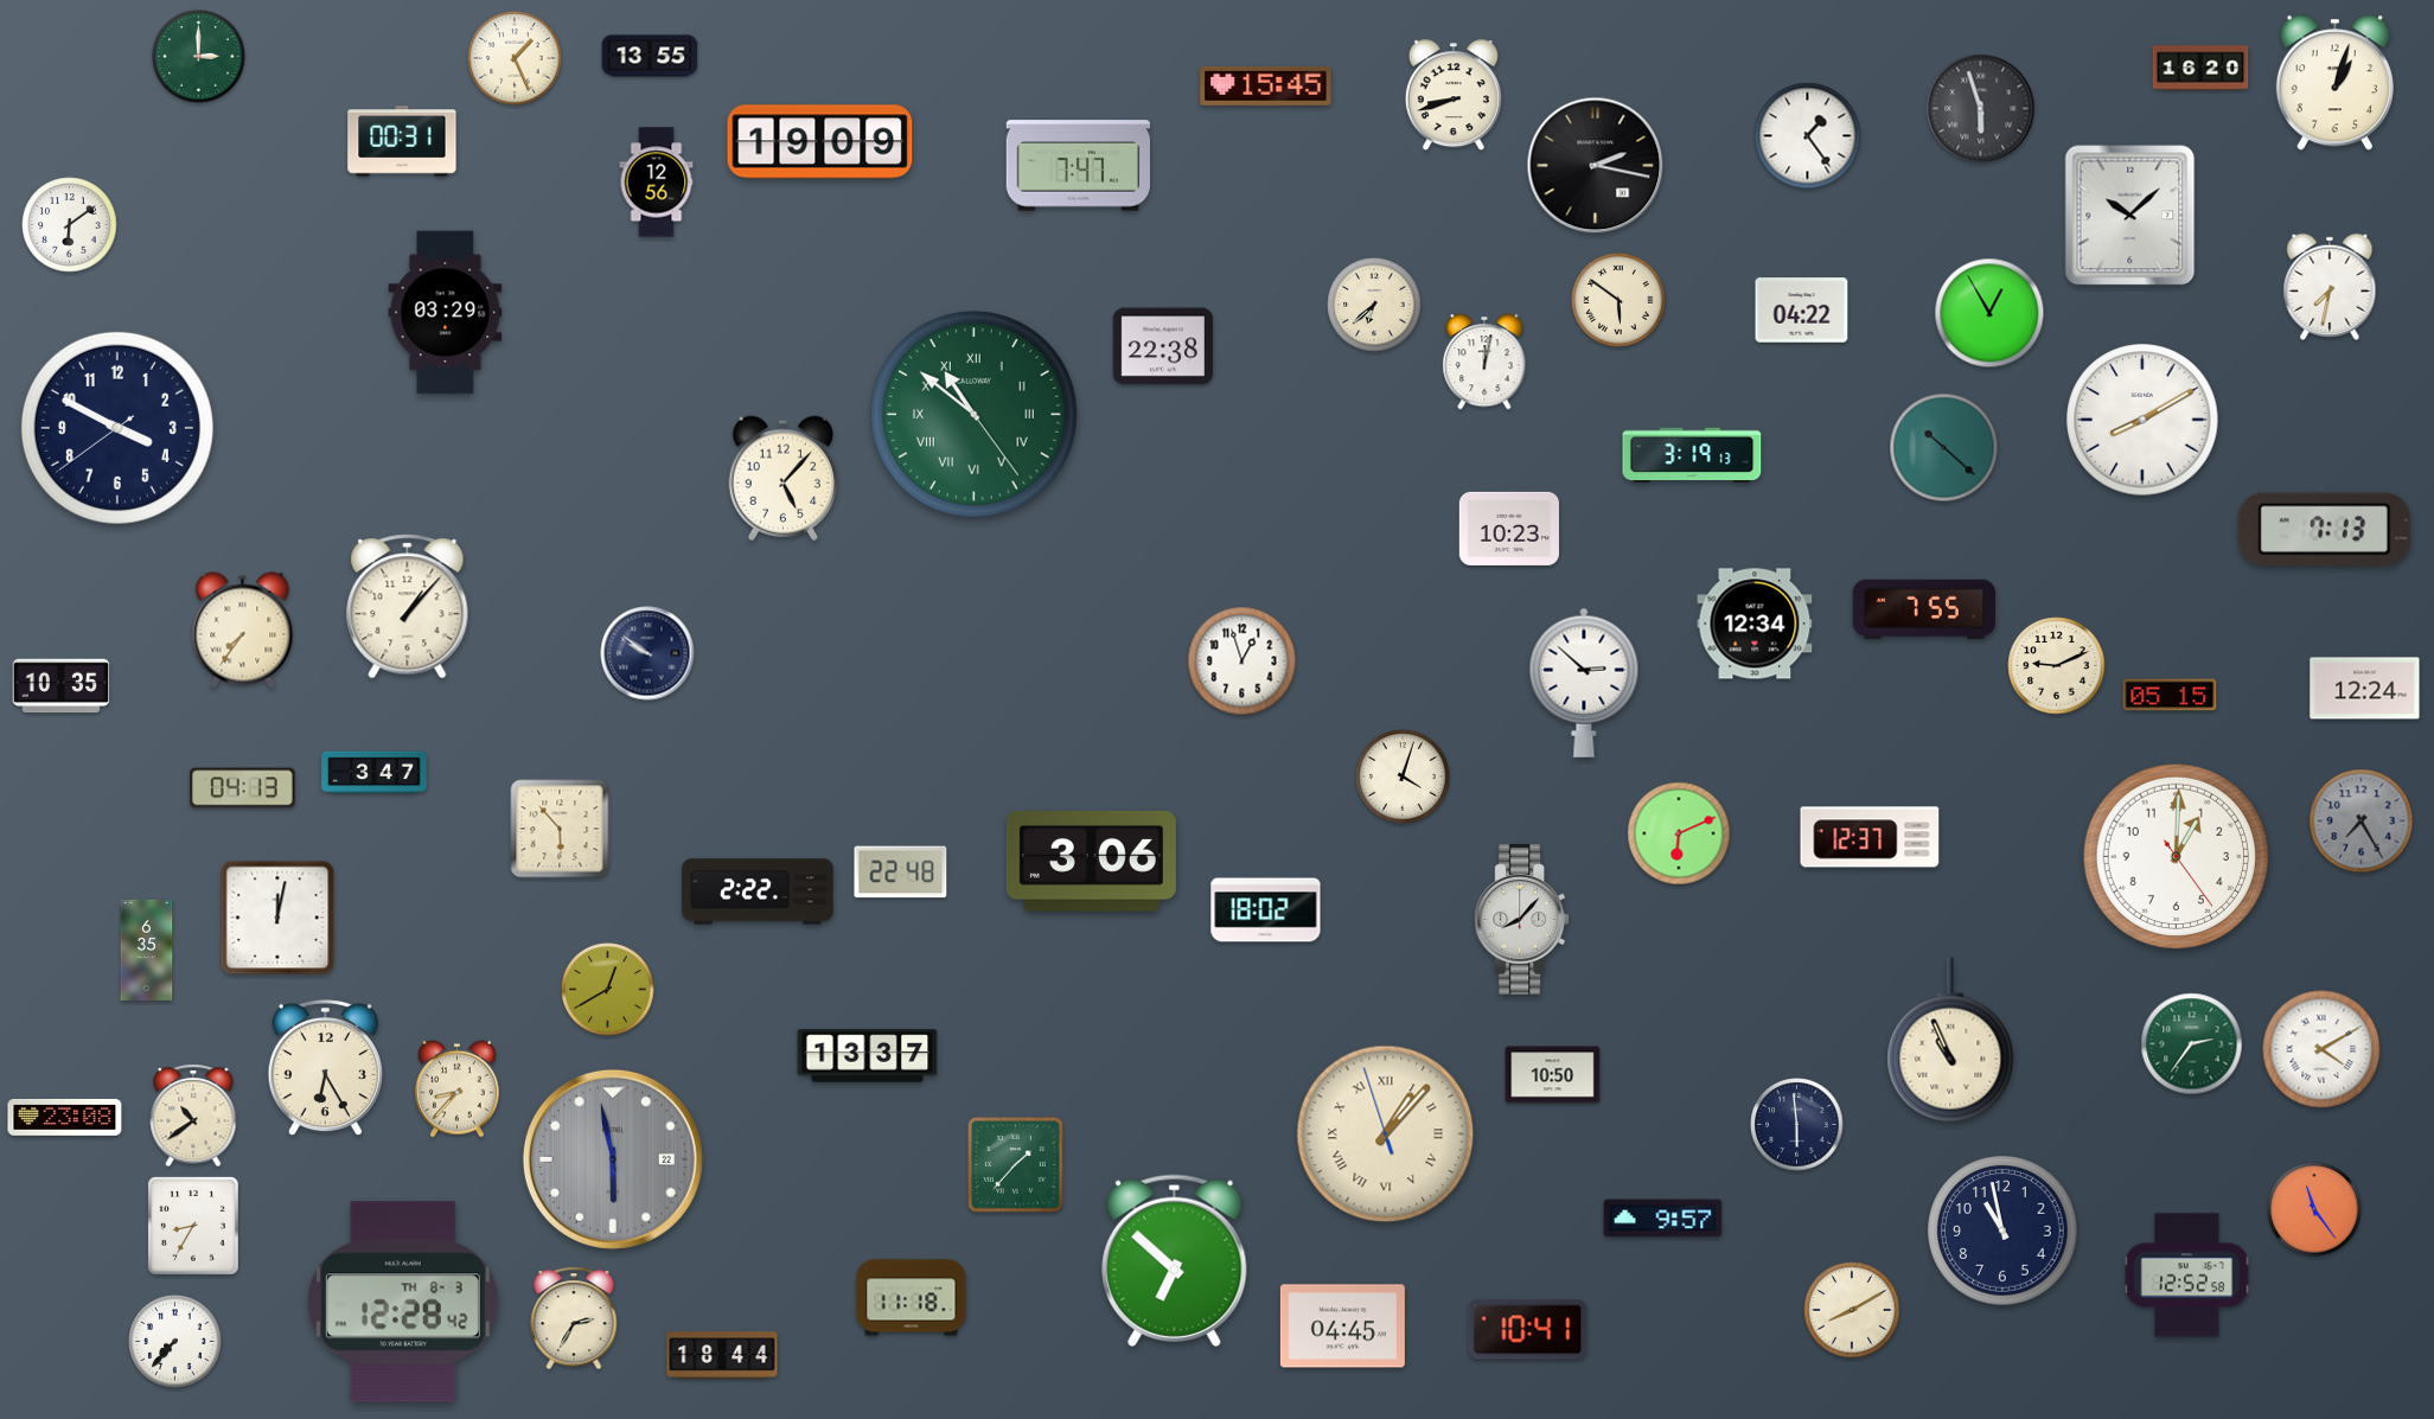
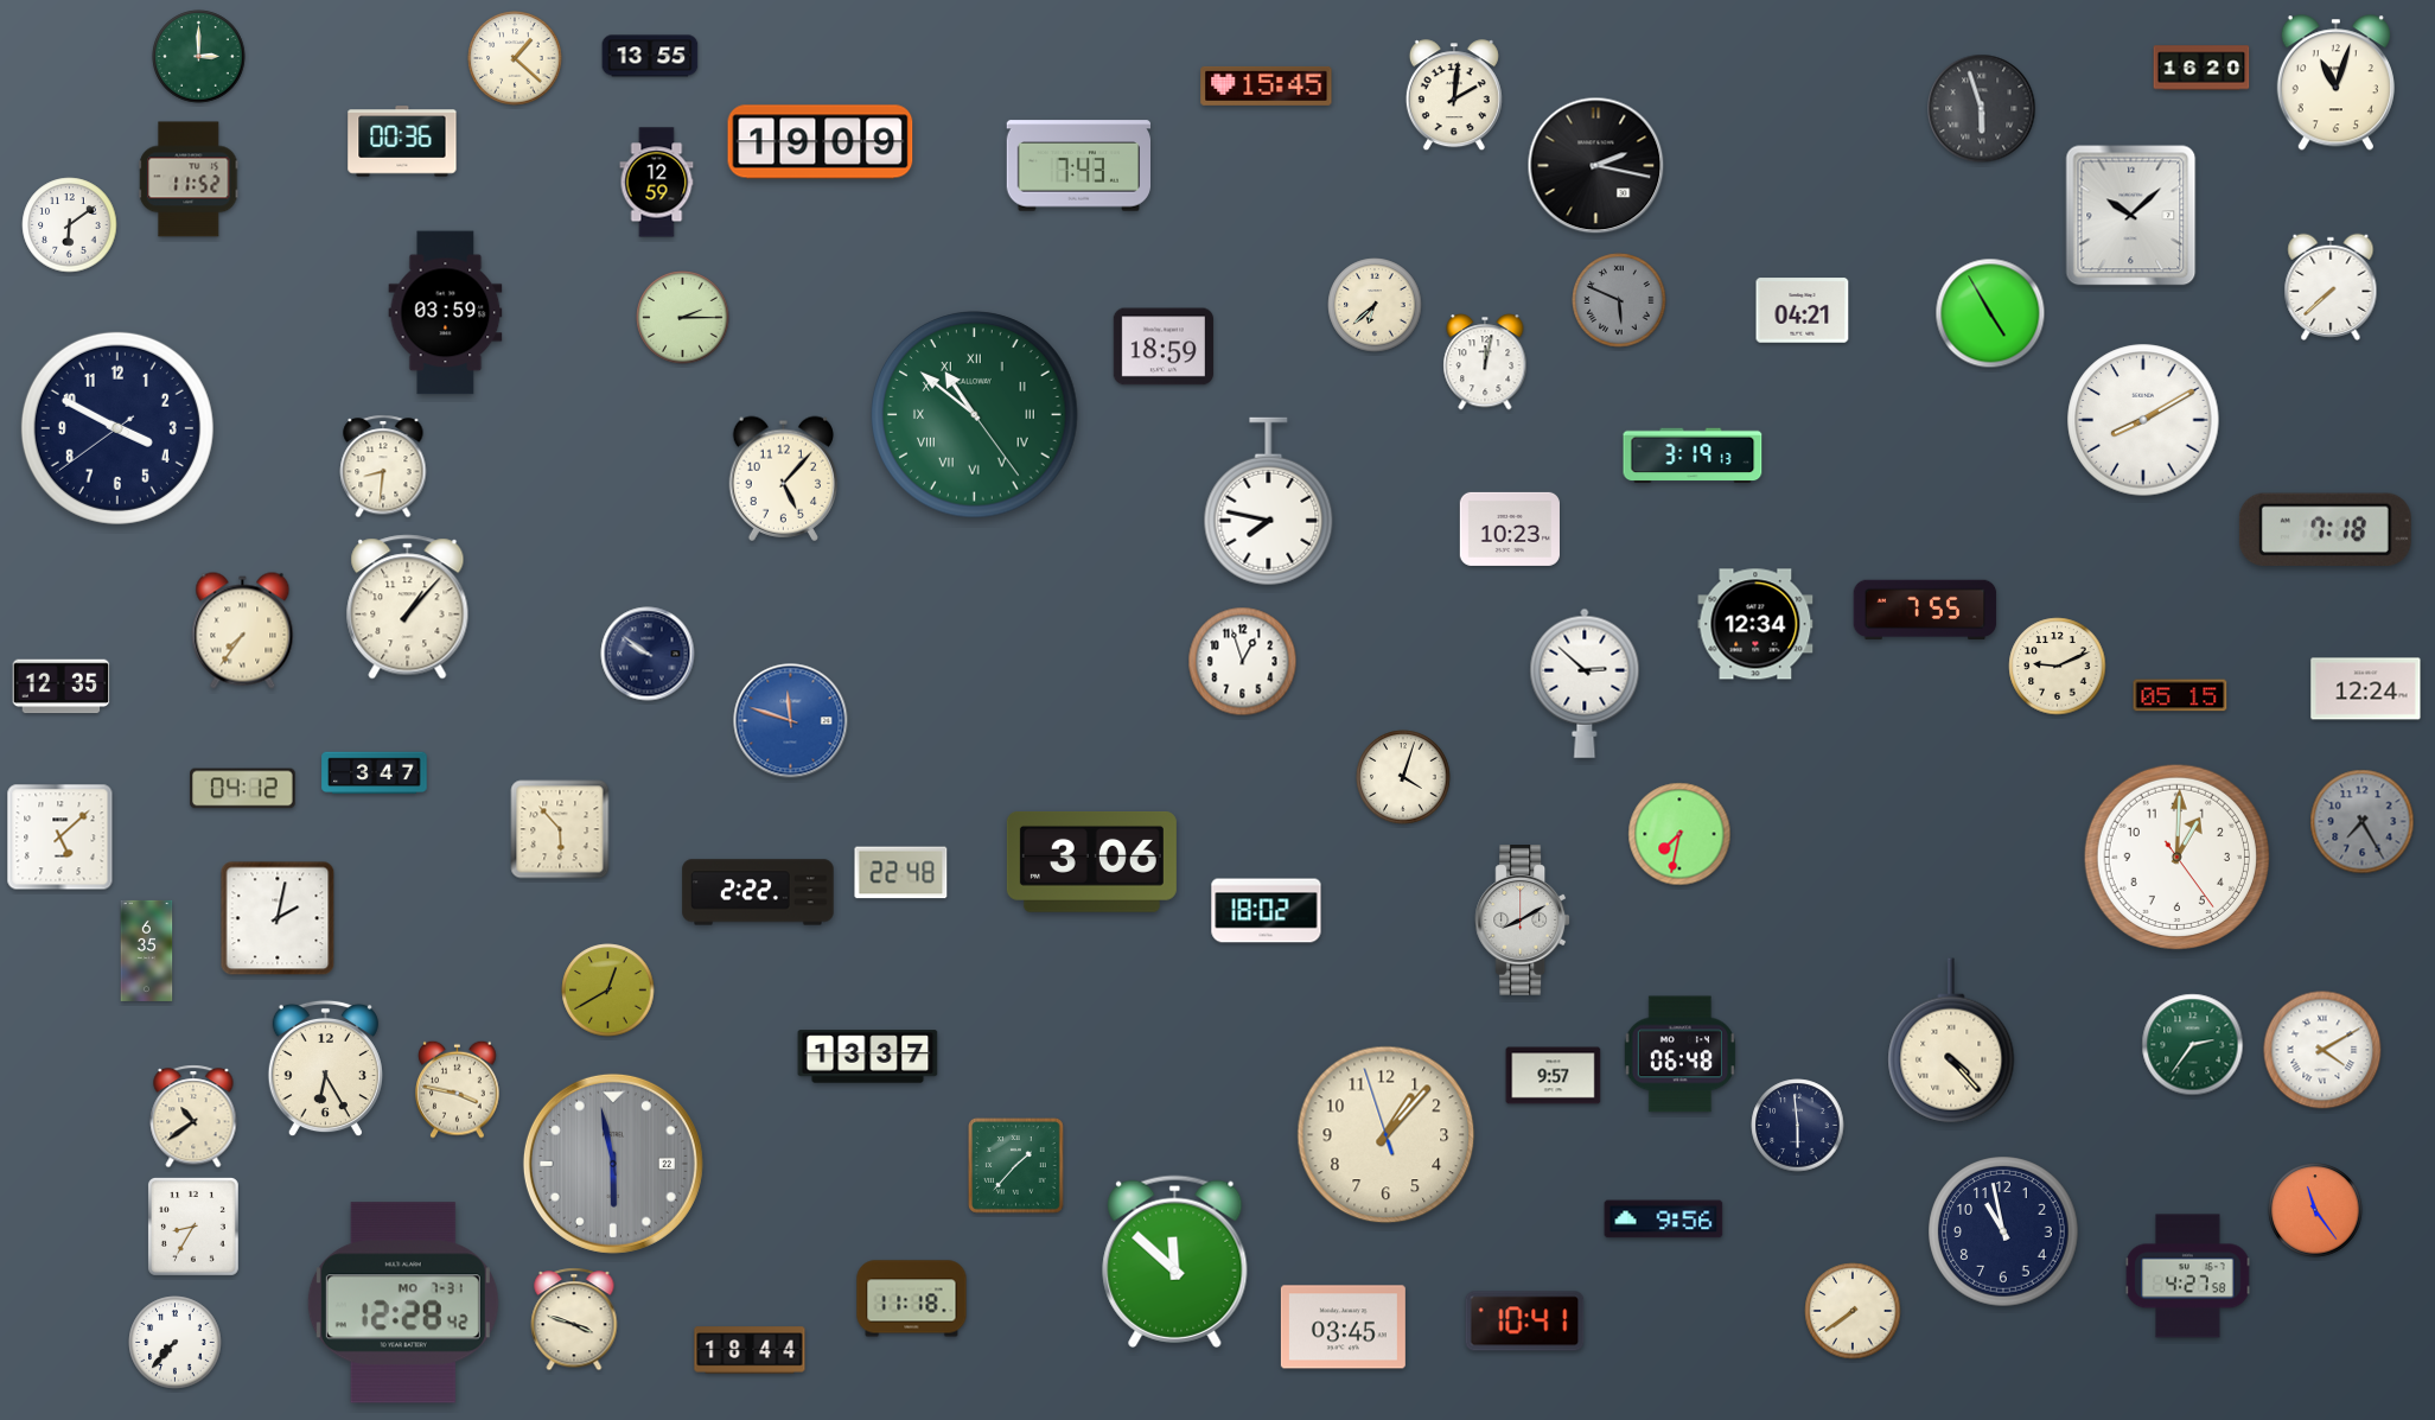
clock at (515, 58): 1:26 -> 1:22
clock at (2334, 83): 1:03 -> 11:03
clock at (1454, 96): 8:42 -> 2:01
clock at (1808, 136): 1:24 -> none
clock at (402, 141): 00:31 -> 00:36
clock at (1078, 166): 7:47 -> 7:43
clock at (189, 179): none -> 11:52
clock at (657, 183): 12:56 -> 12:59
clock at (2330, 287): 7:32 -> 7:38
clock at (1618, 300): 5:51 -> 5:49
clock at (1618, 300) dial: cream -> grey
clock at (1802, 311): 04:22 -> 04:21
clock at (446, 313): 03:29 -> 03:59
clock at (1989, 313): 12:55 -> 4:55
clock at (683, 318): none -> 2:15
clock at (1163, 346): 22:38 -> 18:59
clock at (1944, 448): 10:22 -> none
clock at (383, 466): none -> 8:31
clock at (1269, 502): none -> 7:47
clock at (2324, 529): 7:13 -> 7:18
clock at (62, 686): 10:35 -> 12:35
clock at (2170, 695) position: (2170, 695) -> (2180, 695)
clock at (791, 721): none -> 11:48
clock at (243, 788): 04:13 -> 04:12
clock at (1679, 833): 6:11 -> 7:32
clock at (60, 838): none -> 5:08
clock at (1870, 837): 12:37 -> none
clock at (277, 918): 12:02 -> 2:02
clock at (1522, 920): 8:07 -> 8:10
clock at (1950, 1040): 10:56 -> 4:23
clock at (1679, 1055): none -> 06:48
clock at (1553, 1075): 10:50 -> 9:57
clock at (458, 1088): 8:37 -> 3:47
clock at (65, 1117): 23:08 -> none
clock at (1386, 1134) numerals: Roman -> Arabic
clock at (613, 1159) position: (613, 1159) -> (613, 1164)
clock at (1663, 1219): 9:57 -> 9:56
clock at (1175, 1260): 6:52 -> 11:52
clock at (2187, 1276): 12:52 -> 4:27
clock at (403, 1302) date: TH 8-3 -> MO 7-31
clock at (1852, 1310): 8:10 -> 7:39
clock at (574, 1318): 2:35 -> 3:48
clock at (1342, 1327): 04:45 -> 03:45
clock at (1528, 1330) position: (1528, 1330) -> (1525, 1322)
clock at (722, 1355) position: (722, 1355) -> (750, 1350)
